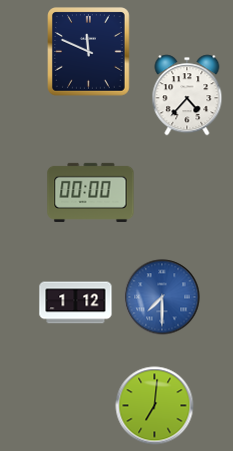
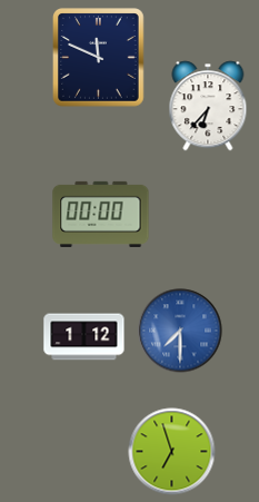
clock at (187, 95): 4:37 -> 6:37
clock at (155, 406): 7:01 -> 6:57
